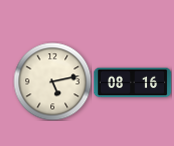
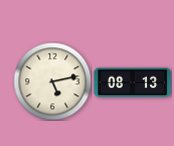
clock at (132, 83): 08:16 -> 08:13
